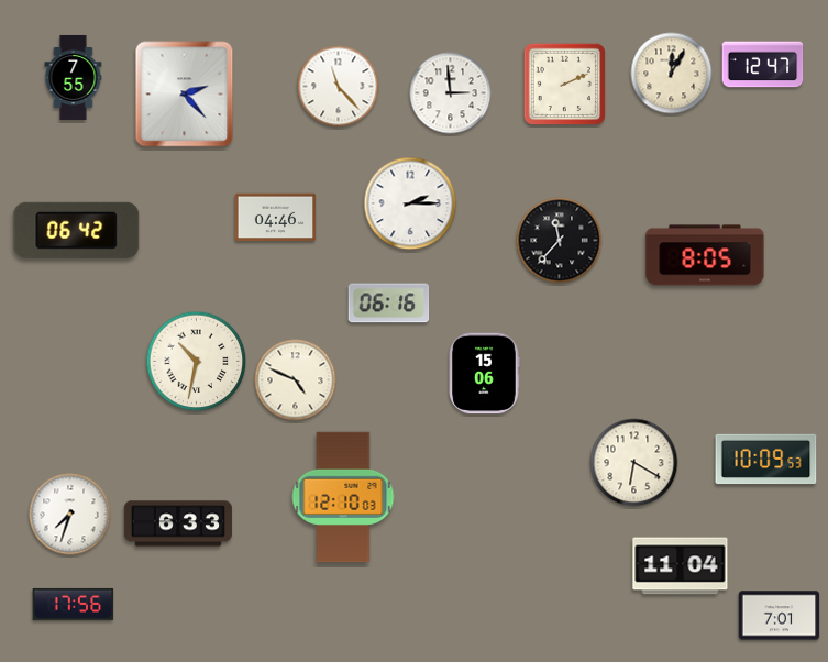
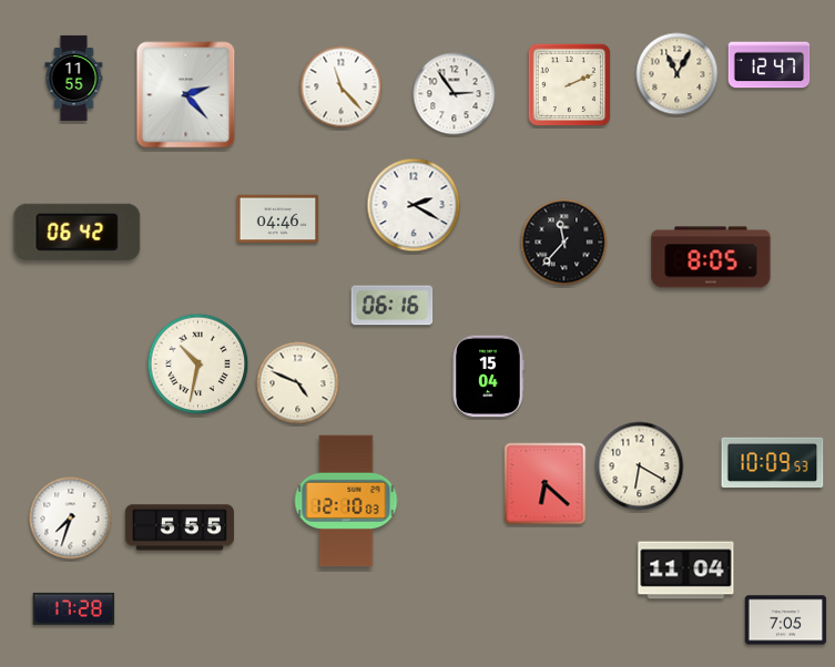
clock at (672, 74): 12:05 -> 11:05
clock at (74, 77): 7:55 -> 11:55
clock at (451, 93): 2:59 -> 2:54
clock at (410, 203): 2:15 -> 2:20
clock at (484, 374): 15:06 -> 15:04
clock at (546, 484): none -> 6:22
clock at (178, 523): 6:33 -> 5:55
clock at (74, 604): 17:56 -> 17:28
clock at (780, 616): 7:01 -> 7:05
